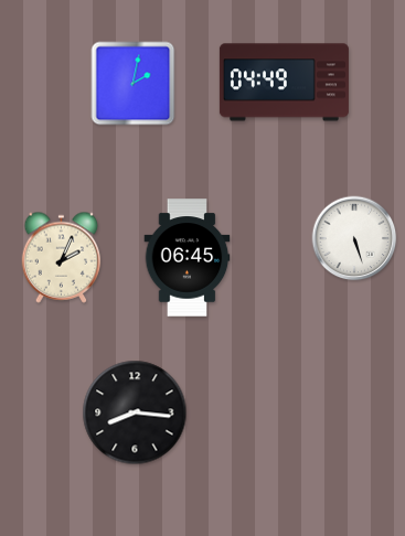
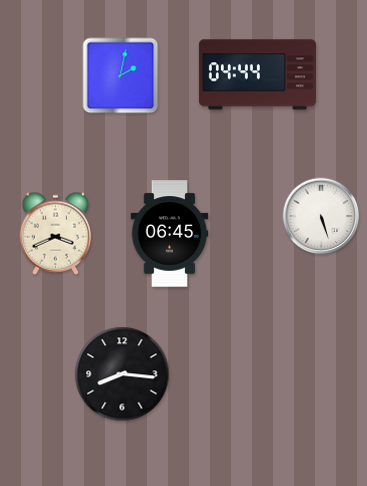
clock at (284, 83): 04:49 -> 04:44
clock at (62, 257): 2:04 -> 3:41
